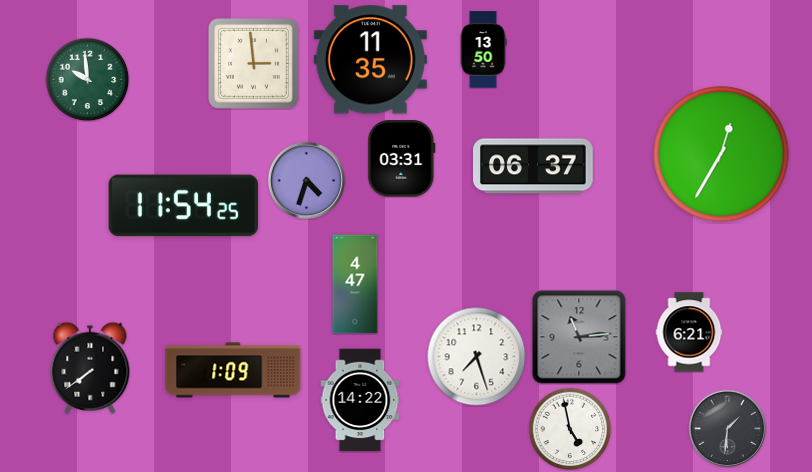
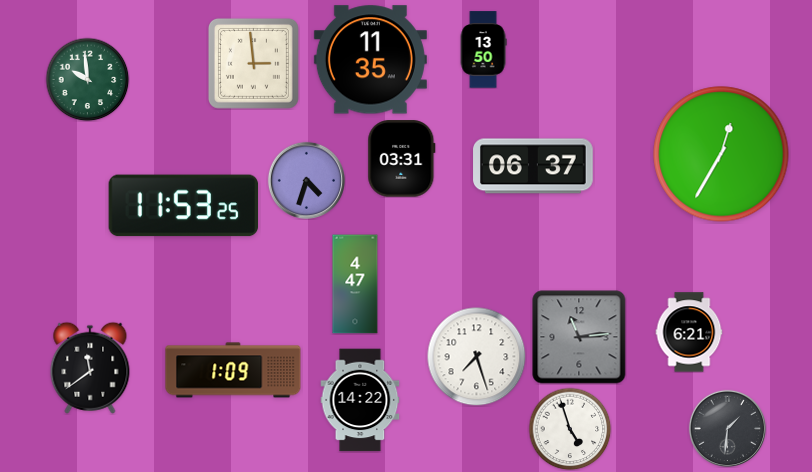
clock at (184, 206): 11:54 -> 11:53
clock at (90, 368): 7:39 -> 11:39
clock at (570, 429): 4:58 -> 4:57
